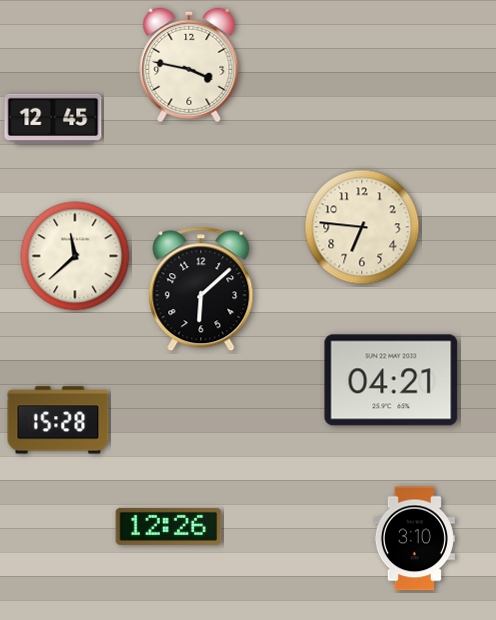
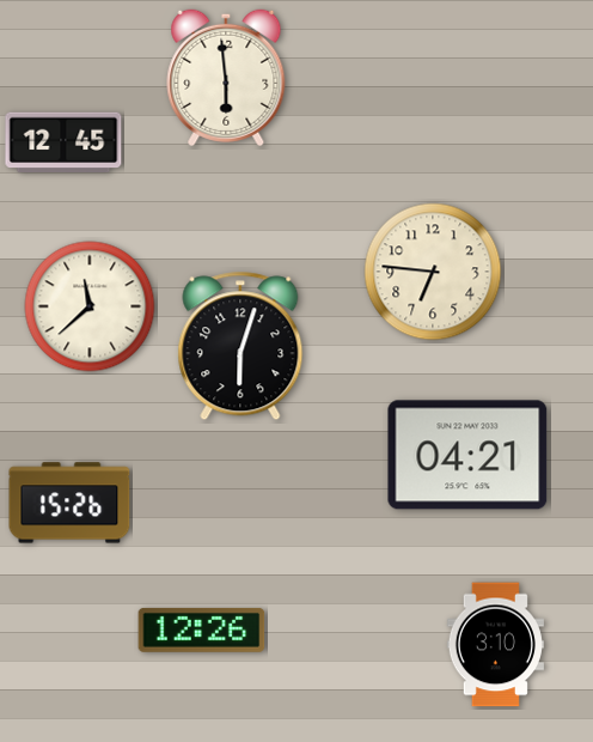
clock at (189, 65): 3:47 -> 5:59
clock at (201, 289): 6:08 -> 6:03
clock at (58, 420): 15:28 -> 15:26
